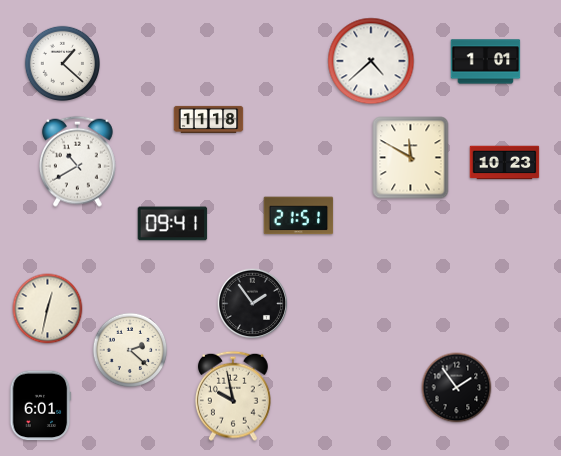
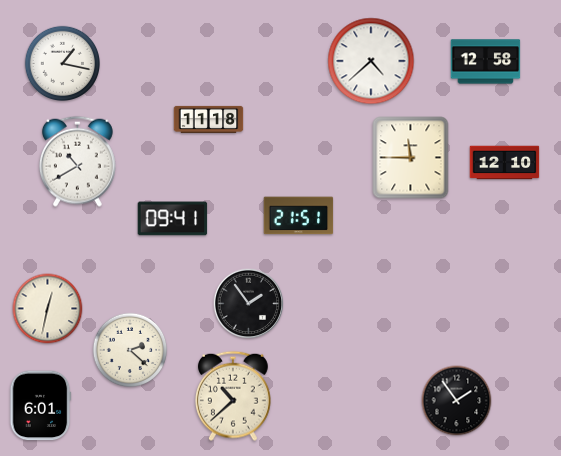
clock at (486, 62): 1:01 -> 12:58
clock at (62, 63): 1:22 -> 1:17
clock at (411, 158): 11:50 -> 11:45
clock at (505, 163): 10:23 -> 12:10
clock at (173, 224) position: (173, 224) -> (173, 219)
clock at (253, 304) position: (253, 304) -> (249, 304)
clock at (457, 388) position: (457, 388) -> (457, 401)
clock at (234, 396): 9:58 -> 10:38
